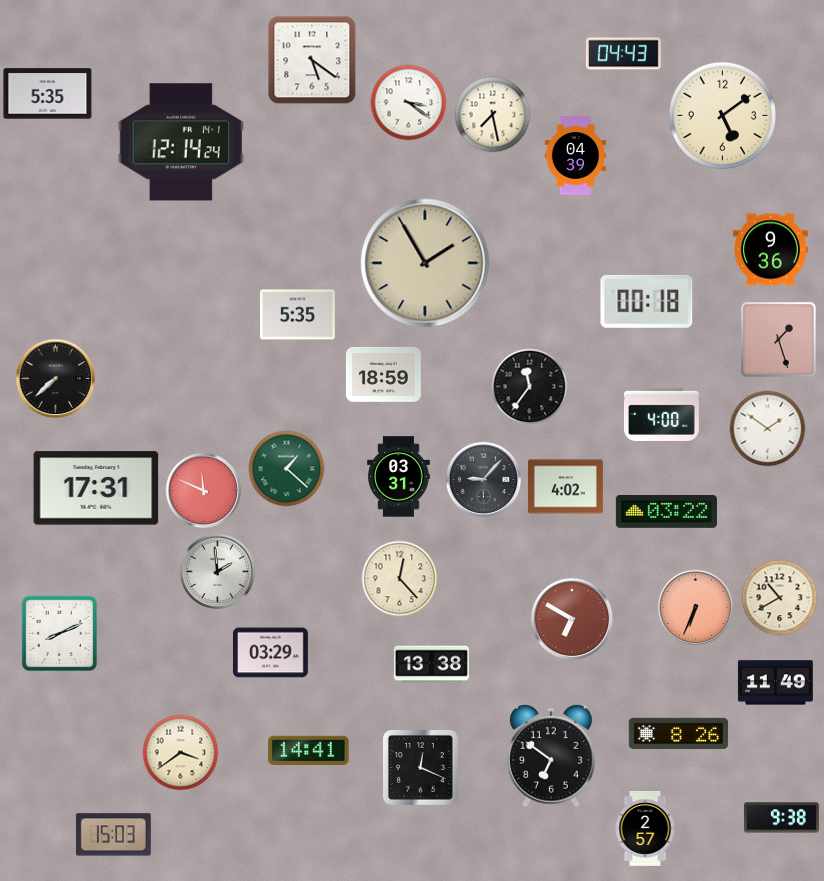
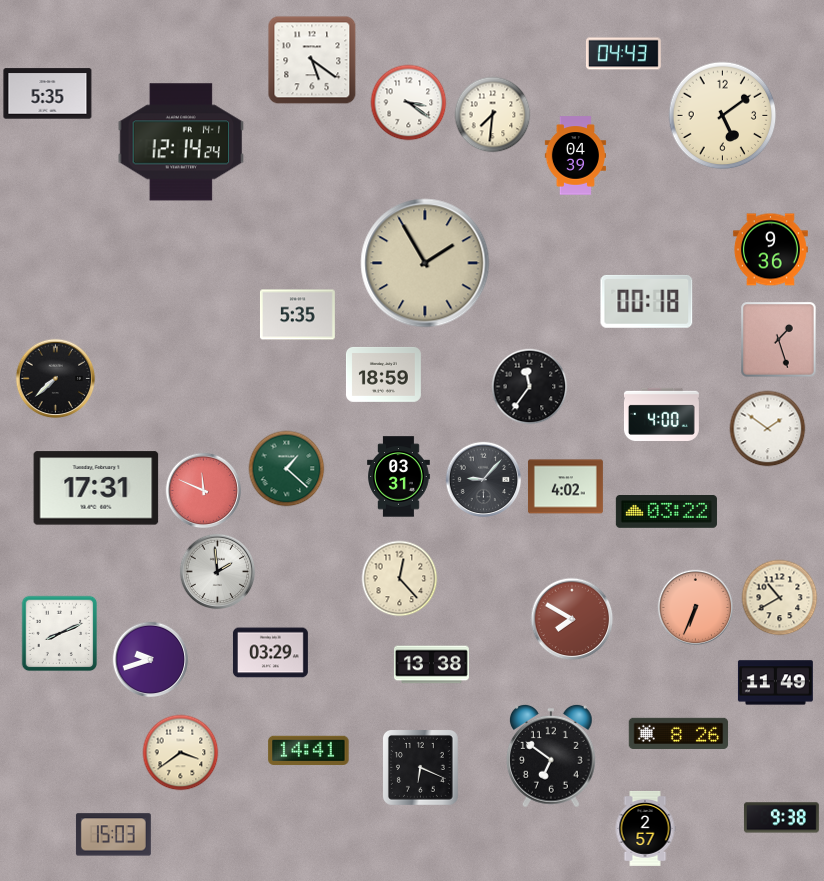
clock at (493, 115): 7:28 -> 7:31
clock at (572, 619): 6:50 -> 7:50
clock at (151, 660): none -> 9:42
clock at (420, 767): 12:19 -> 6:19
